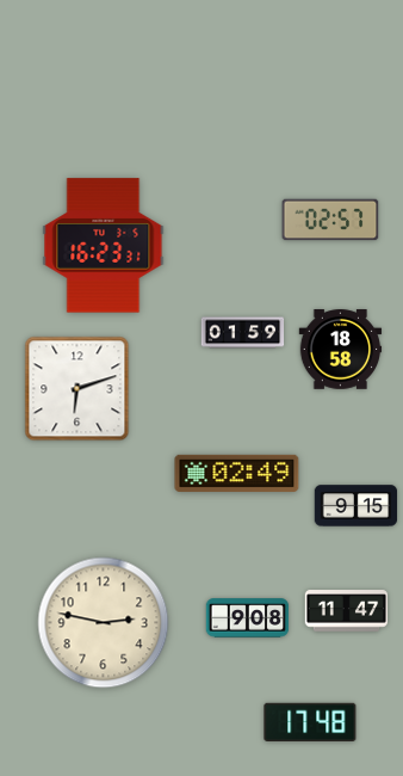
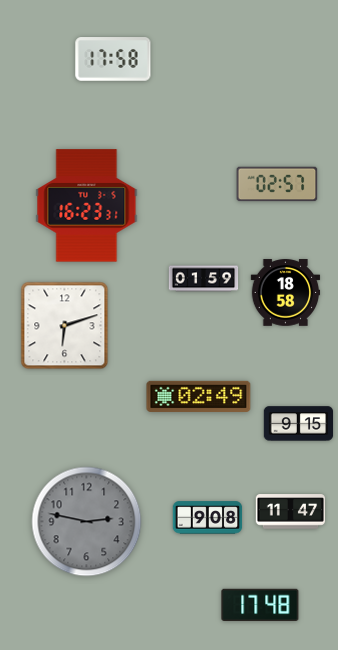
clock at (113, 59): none -> 17:58
clock at (104, 623) dial: cream -> grey
